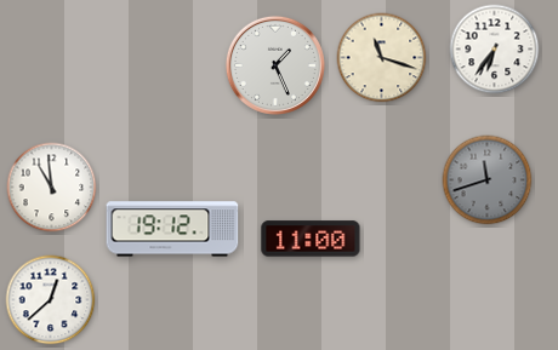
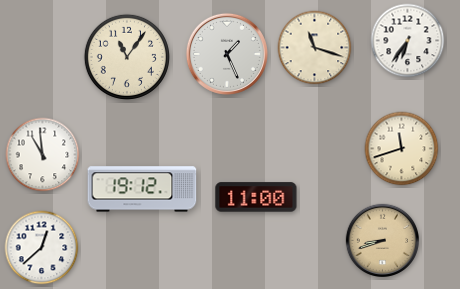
clock at (127, 57): none -> 11:06
clock at (488, 180) dial: grey -> cream
clock at (382, 240): none -> 8:42
